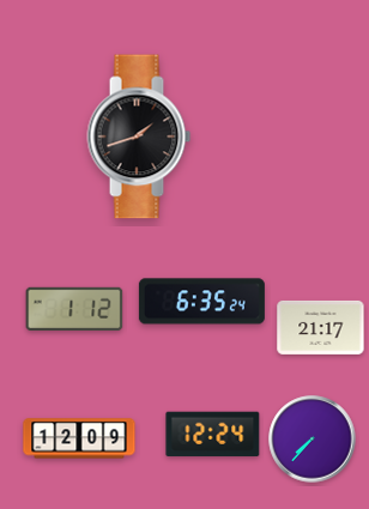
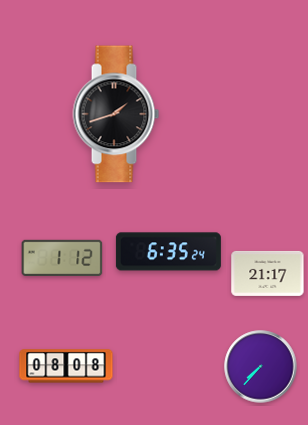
clock at (213, 435): 12:24 -> none
clock at (79, 438): 12:09 -> 08:08
